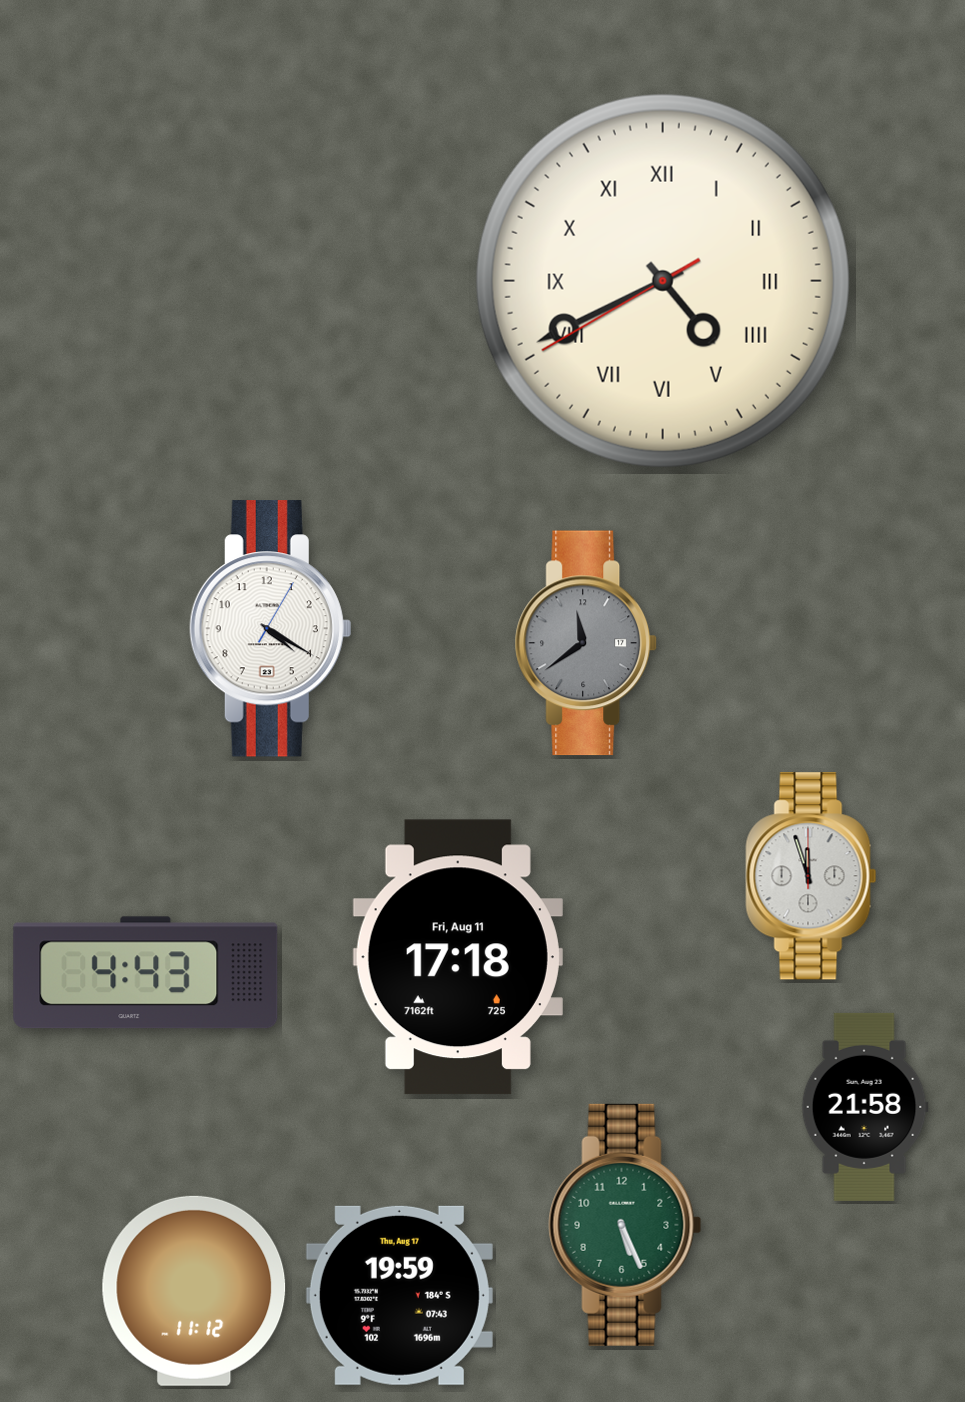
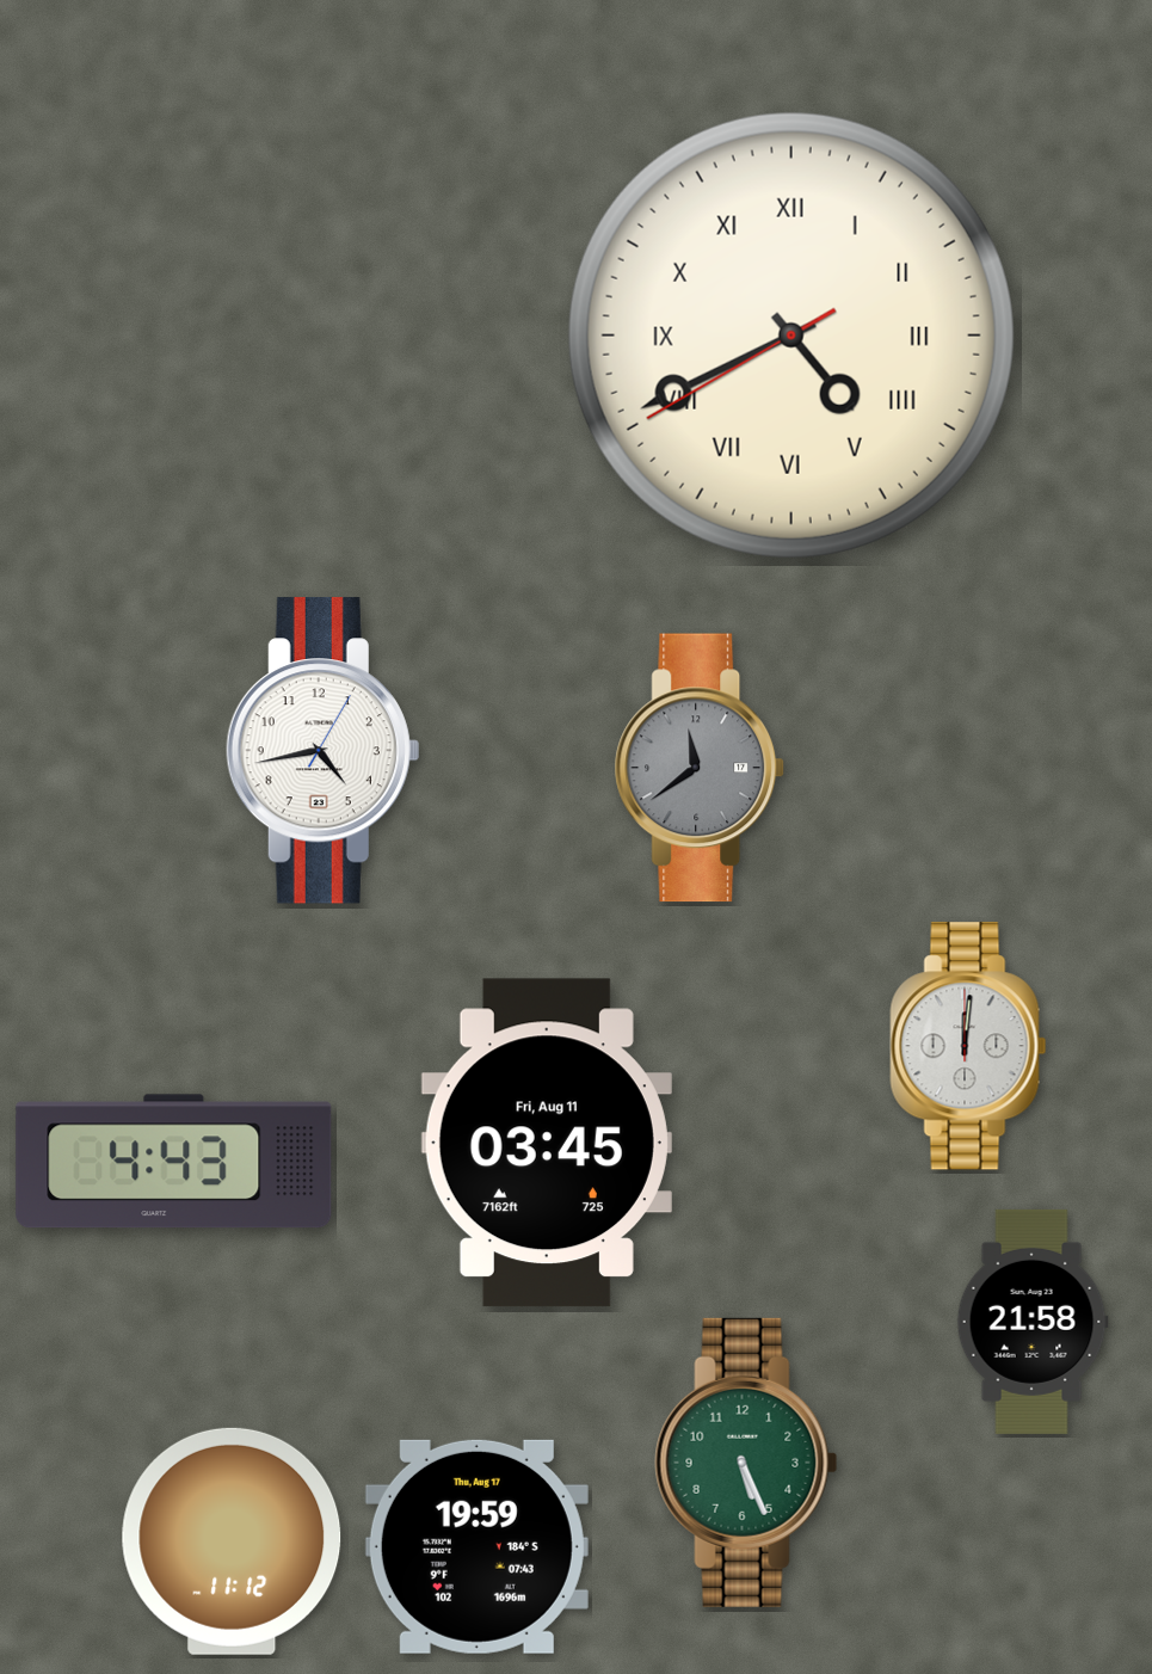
clock at (270, 629): 4:20 -> 4:43
clock at (811, 876): 11:57 -> 12:01
clock at (458, 957): 17:18 -> 03:45
